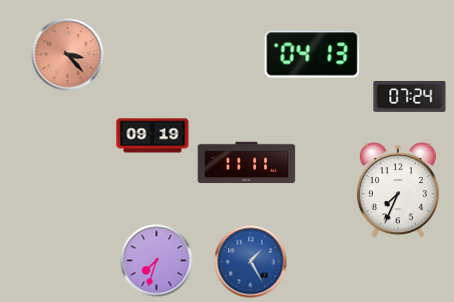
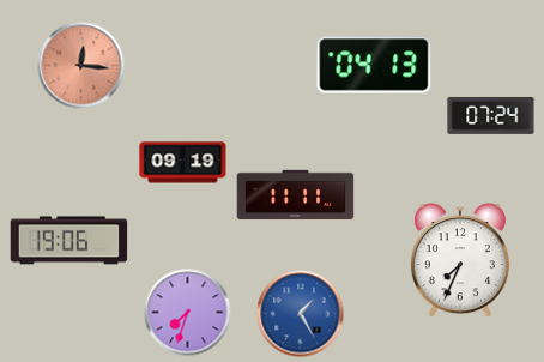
clock at (68, 55): 3:23 -> 12:16
clock at (398, 191) position: (398, 191) -> (460, 261)
clock at (69, 241): none -> 19:06
